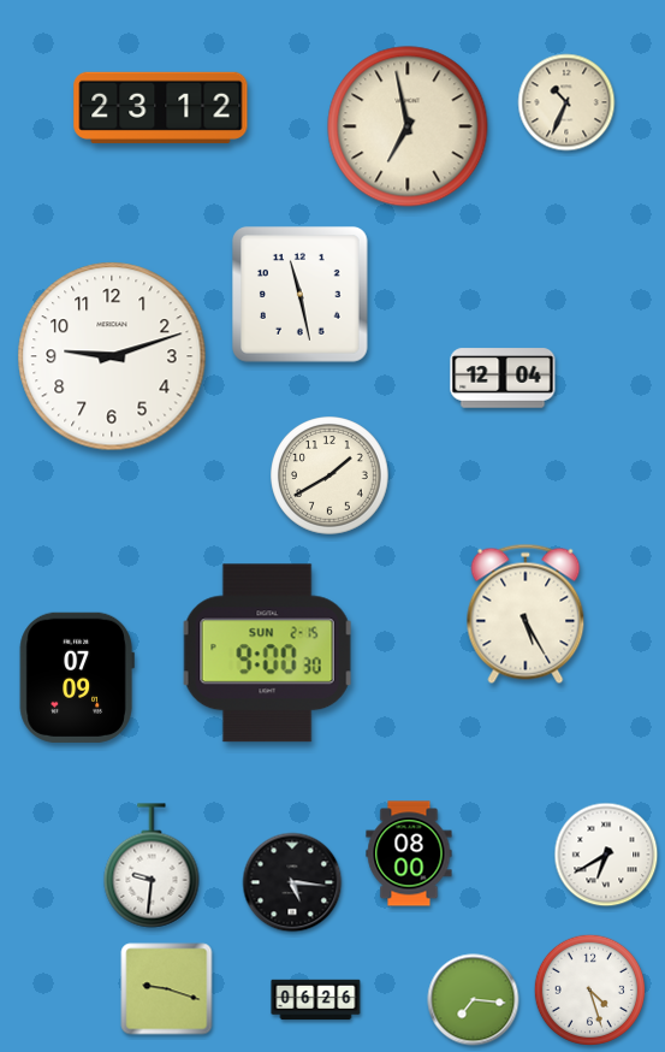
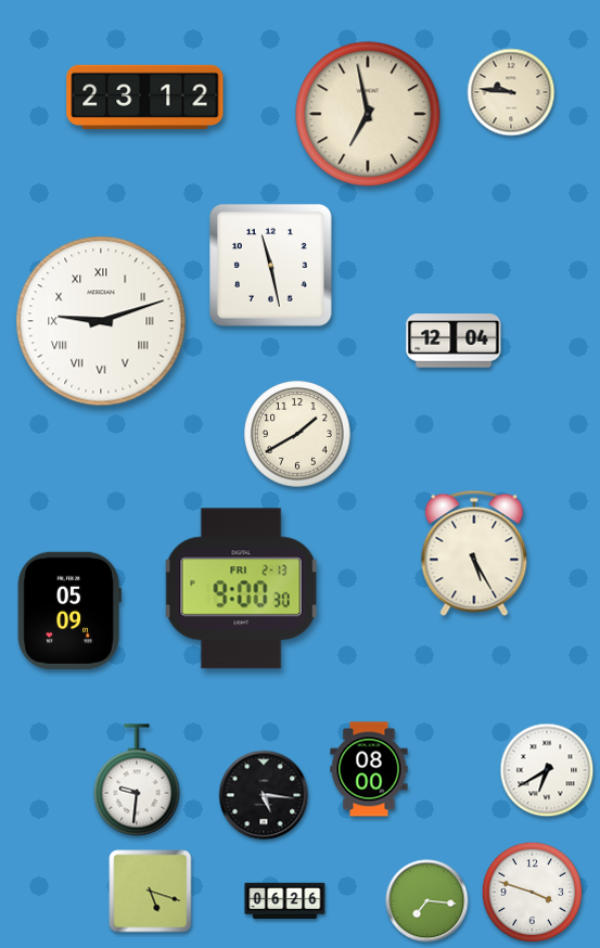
clock at (566, 102): 10:34 -> 9:46
clock at (112, 356) numerals: Arabic -> Roman
clock at (329, 475) position: (329, 475) -> (297, 434)
clock at (268, 654) date: SUN 2-15 -> FRI 2-13
clock at (77, 678): 07:09 -> 05:09
clock at (167, 989): 9:18 -> 5:18
clock at (589, 989): 4:27 -> 3:48
